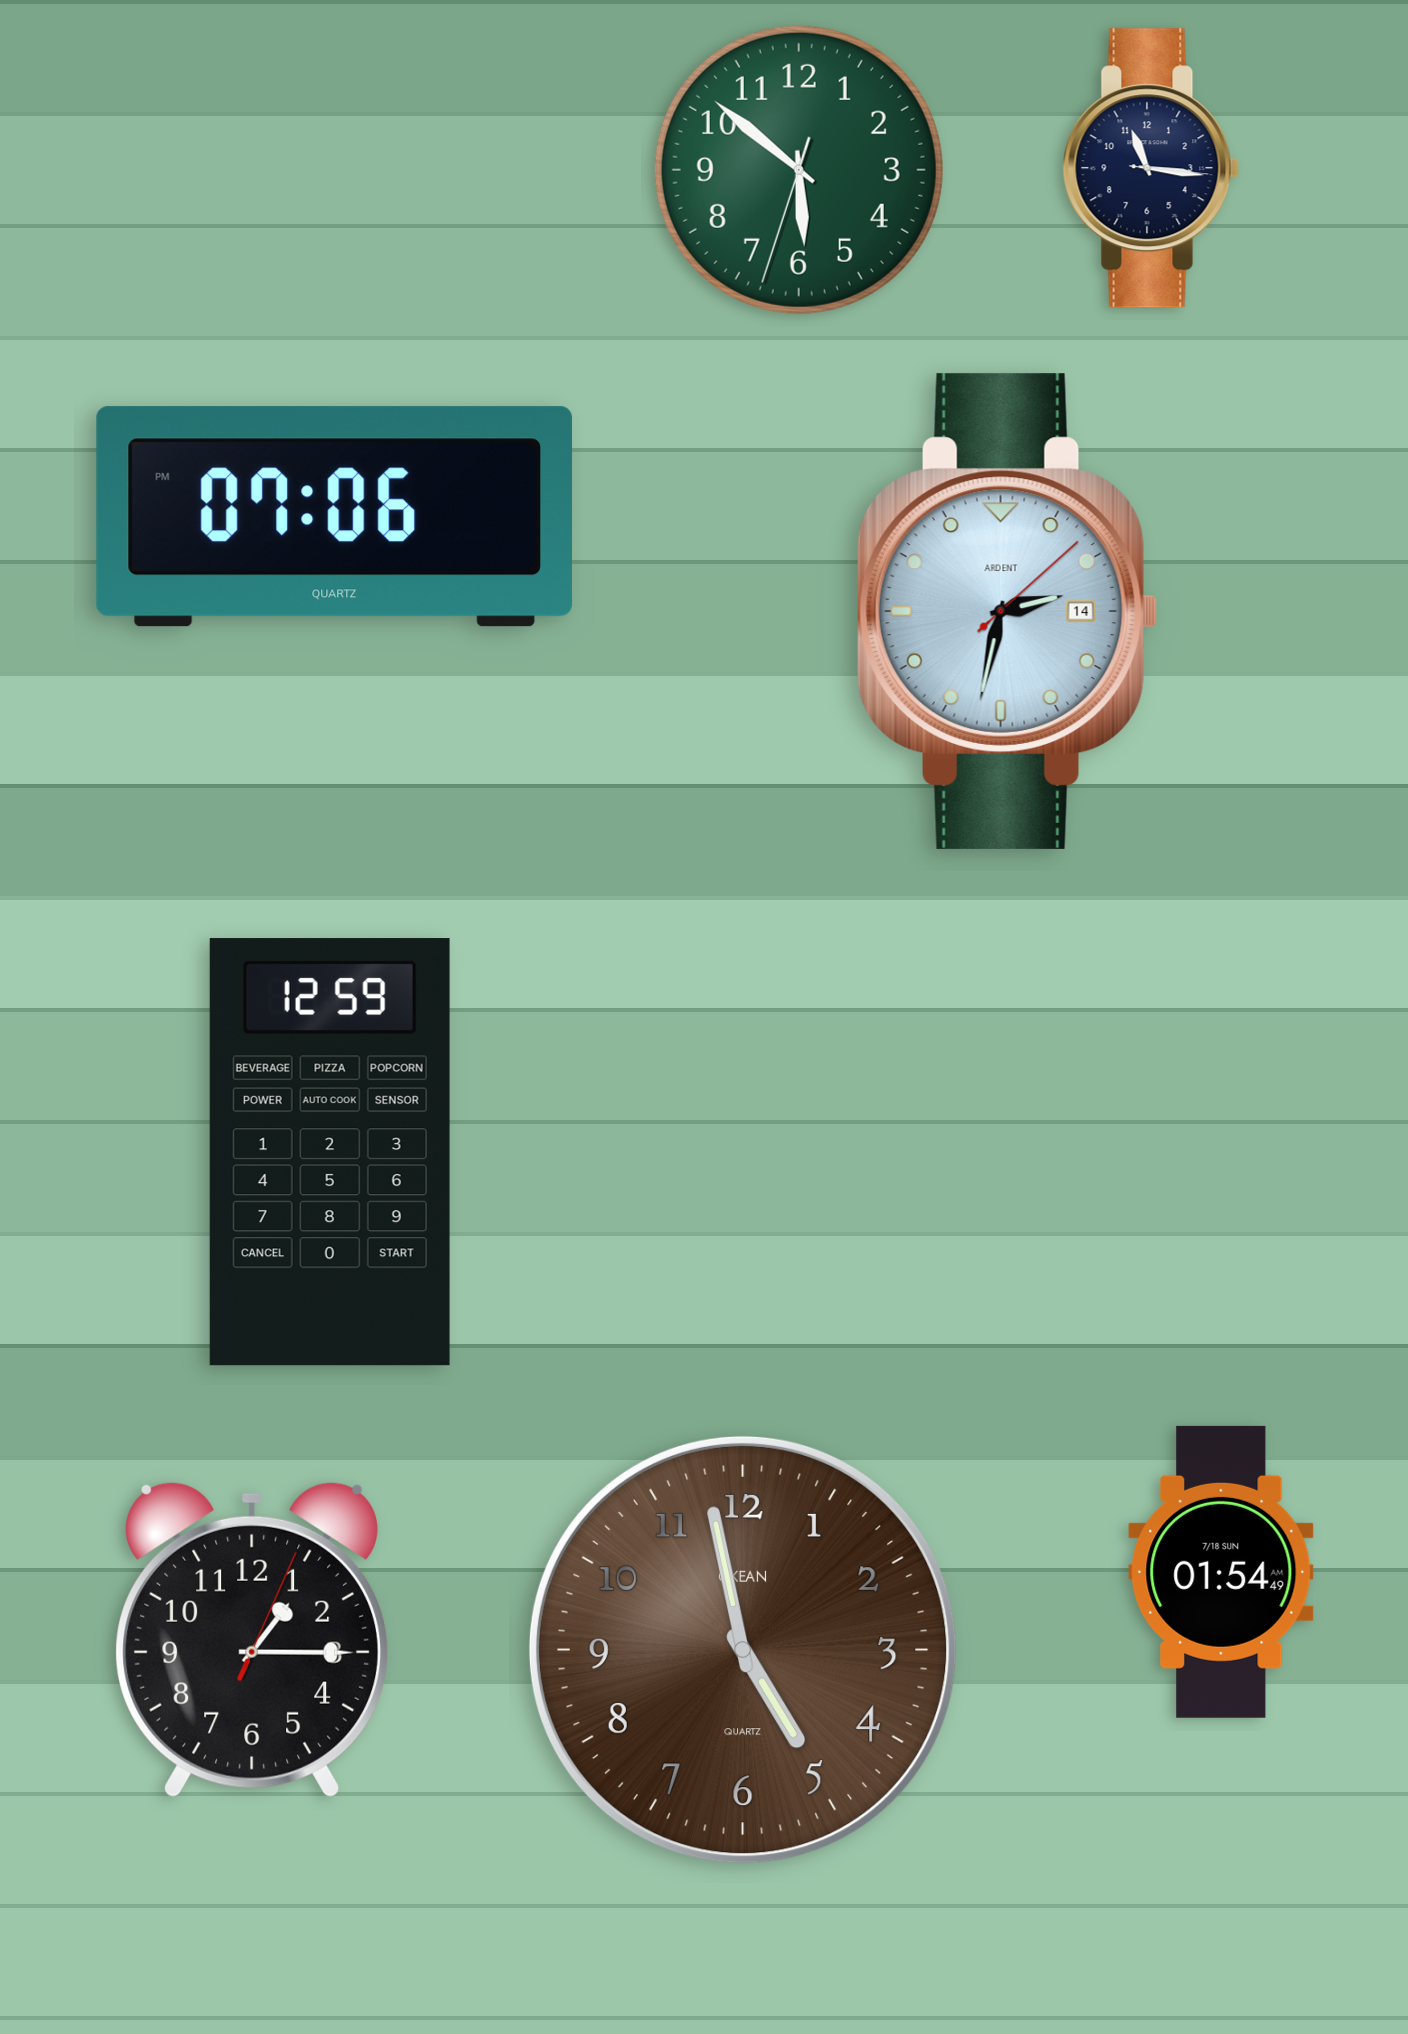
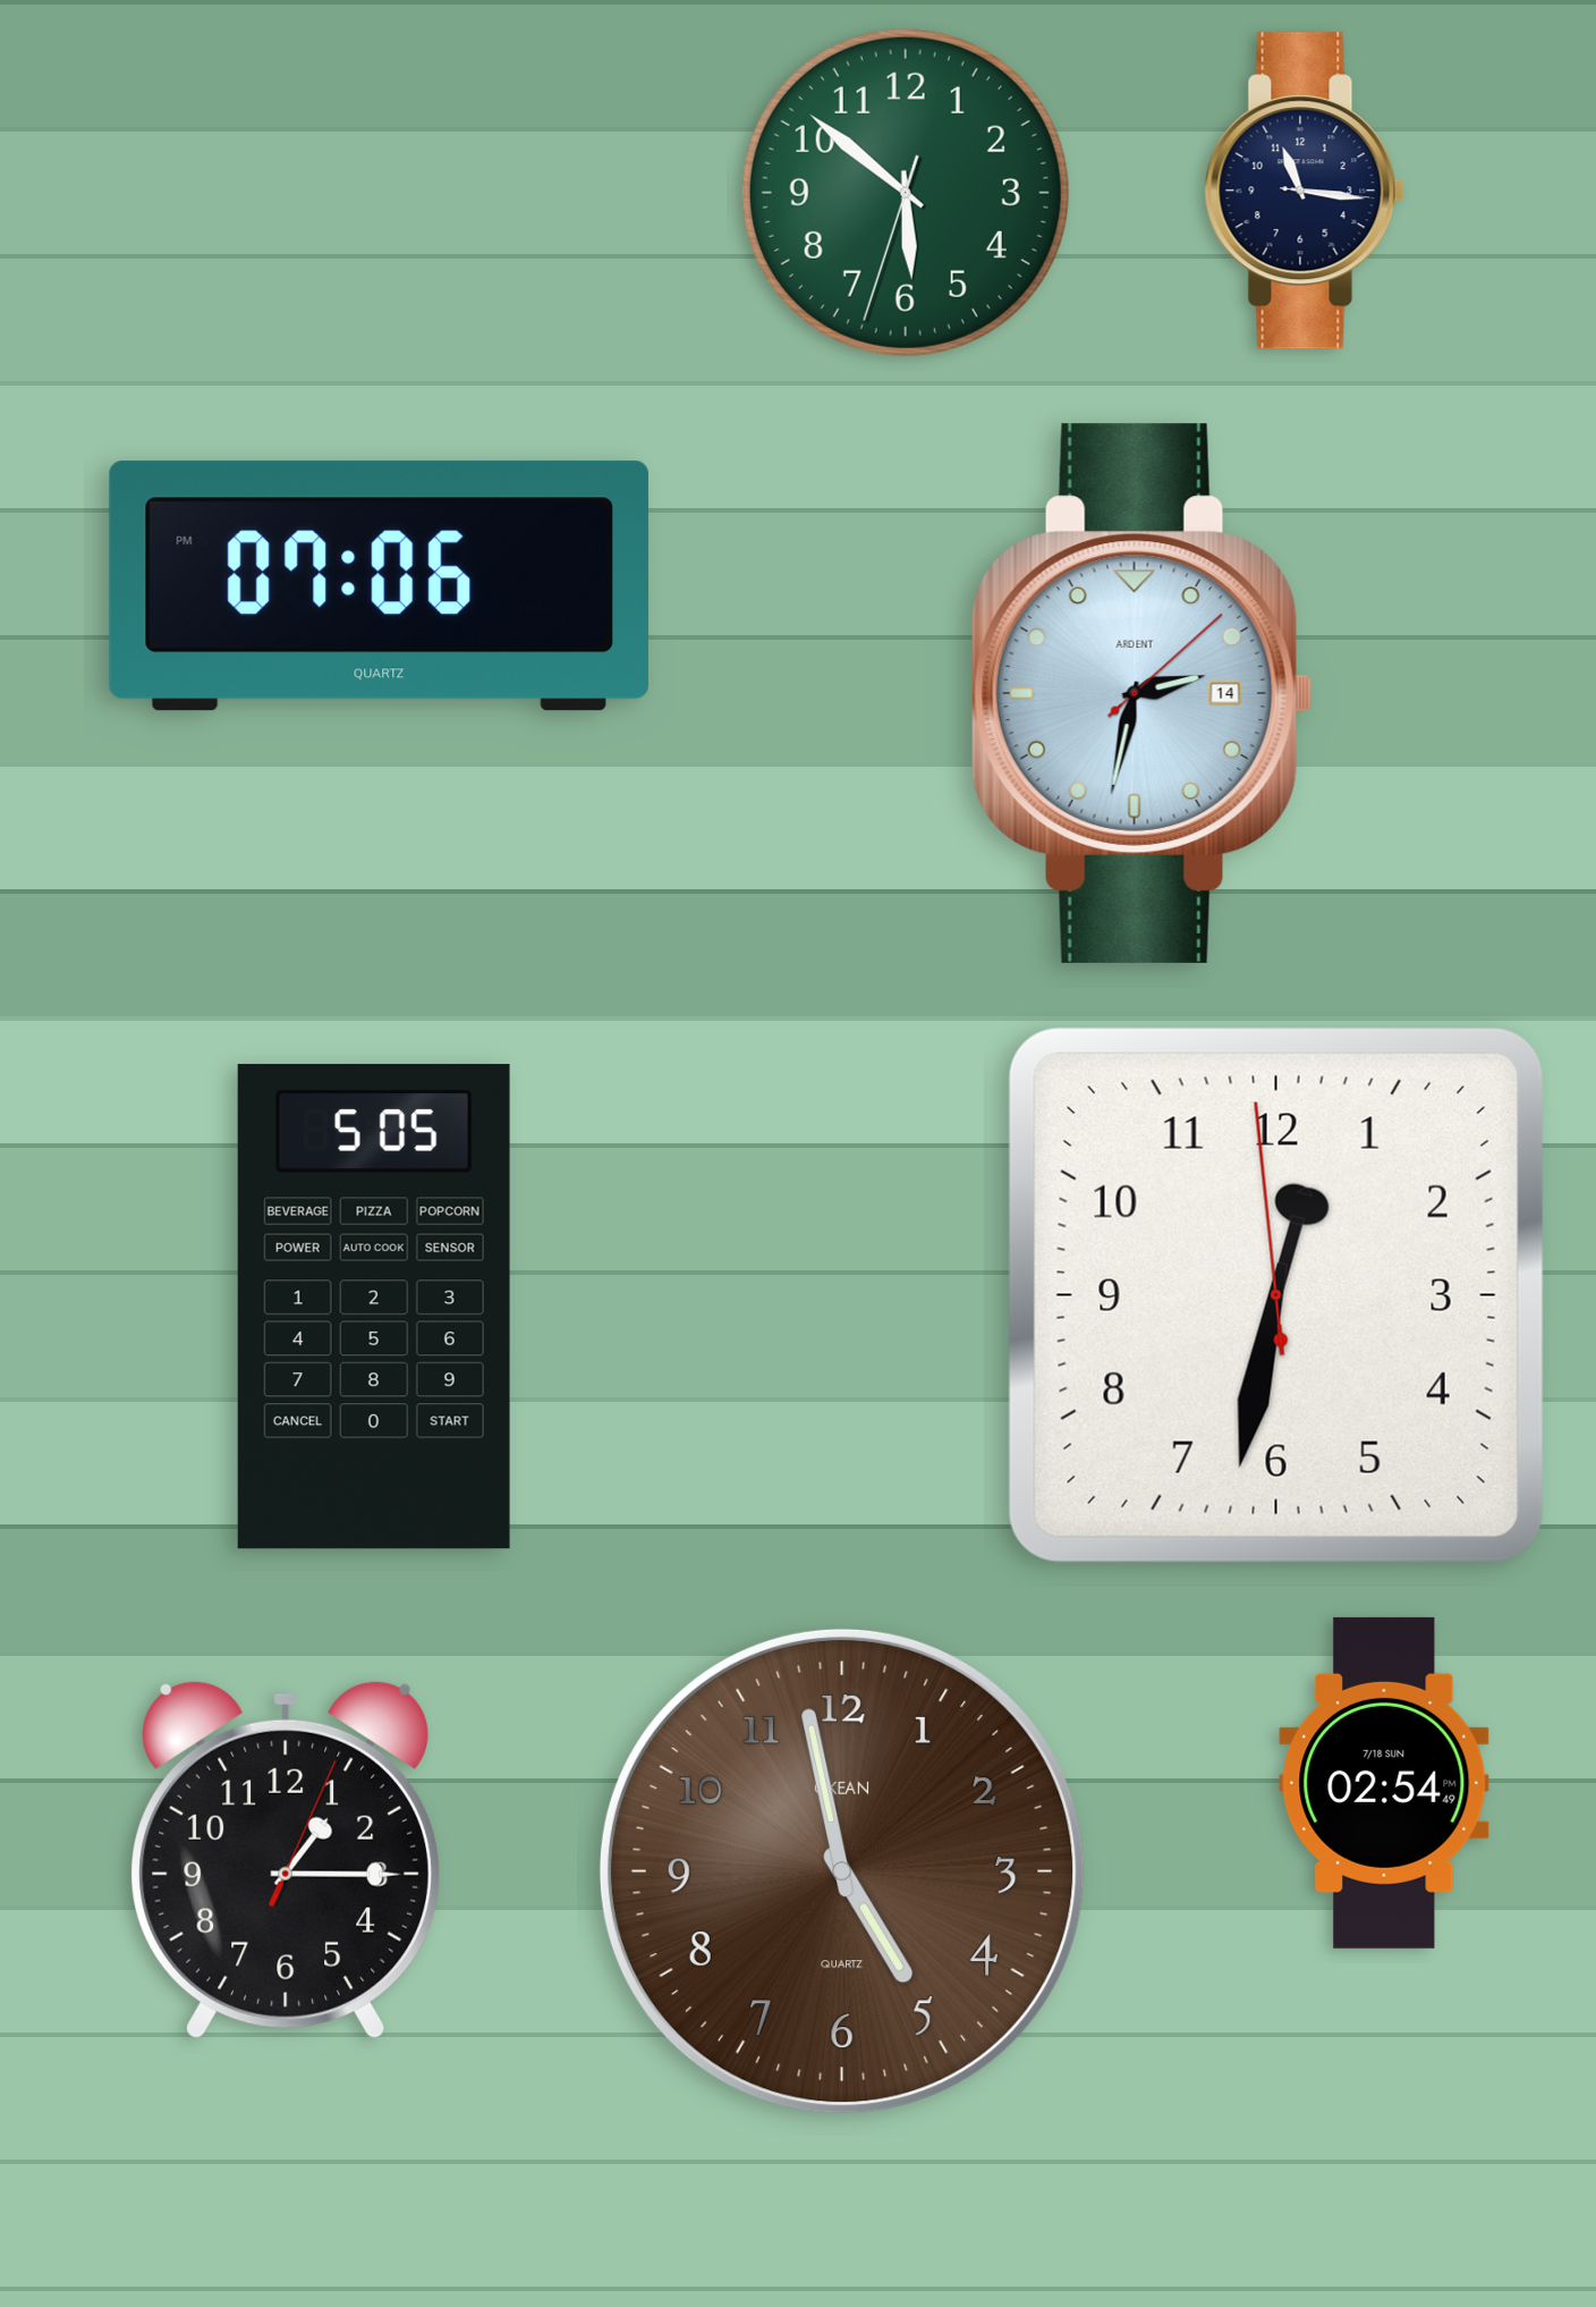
clock at (1276, 1295): none -> 12:31
clock at (330, 1152): 12:59 -> 5:05
clock at (1221, 1572): 01:54 -> 02:54
